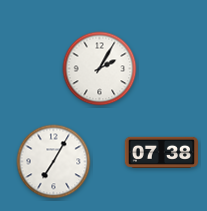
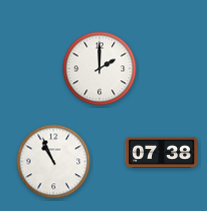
clock at (100, 69): 2:05 -> 2:00
clock at (54, 162): 7:05 -> 10:56
